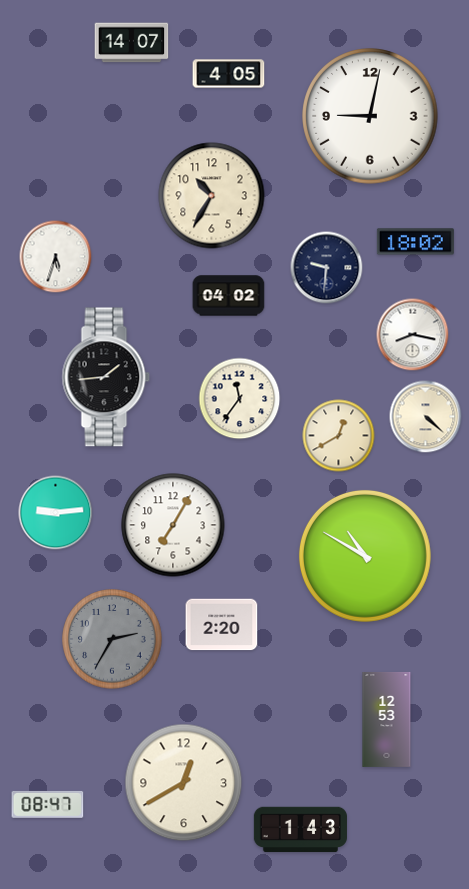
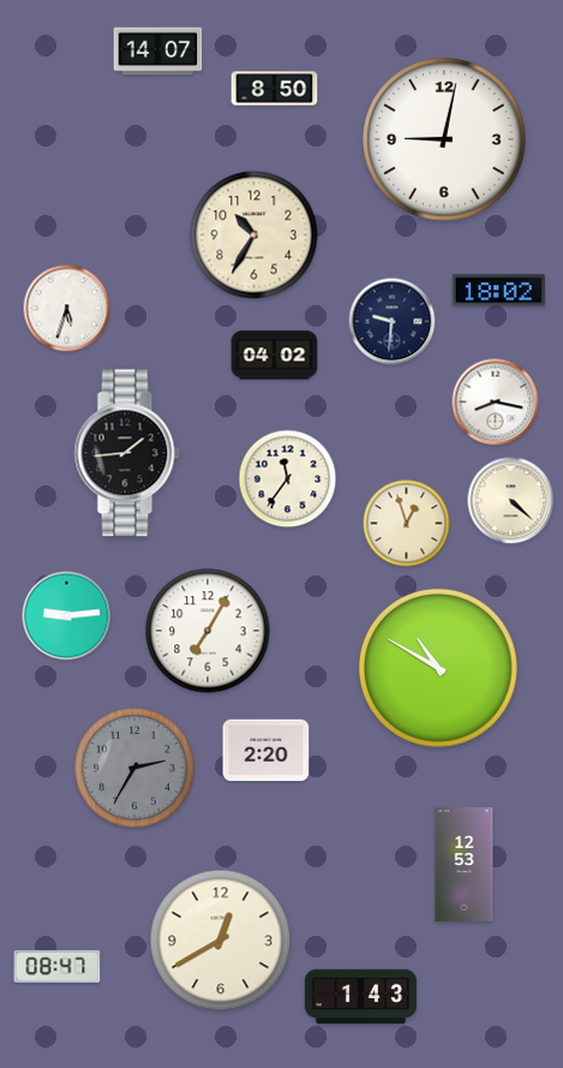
clock at (229, 74): 4:05 -> 8:50
clock at (339, 436): 12:40 -> 12:57
